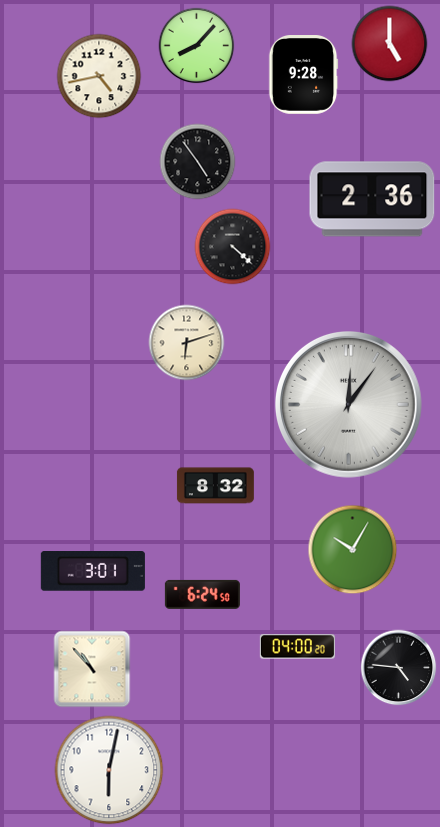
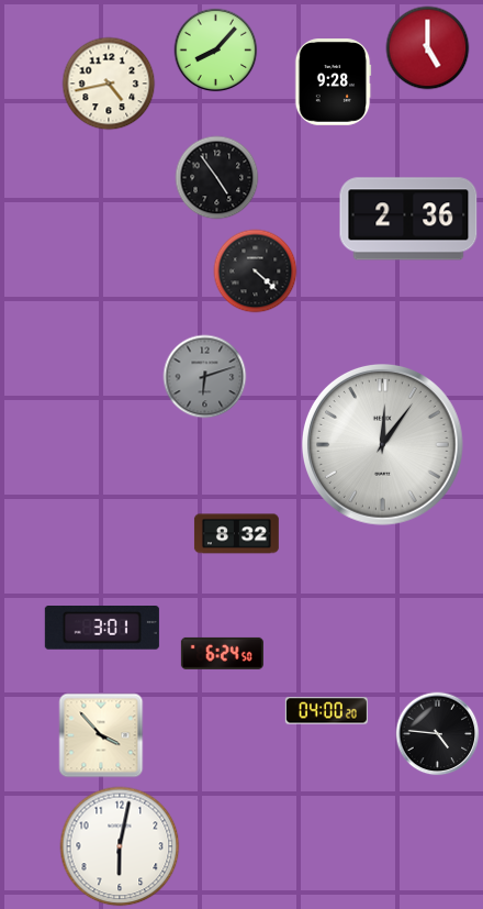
clock at (187, 343) dial: cream -> grey
clock at (353, 550): 10:05 -> none
clock at (92, 669): 10:53 -> 3:53
